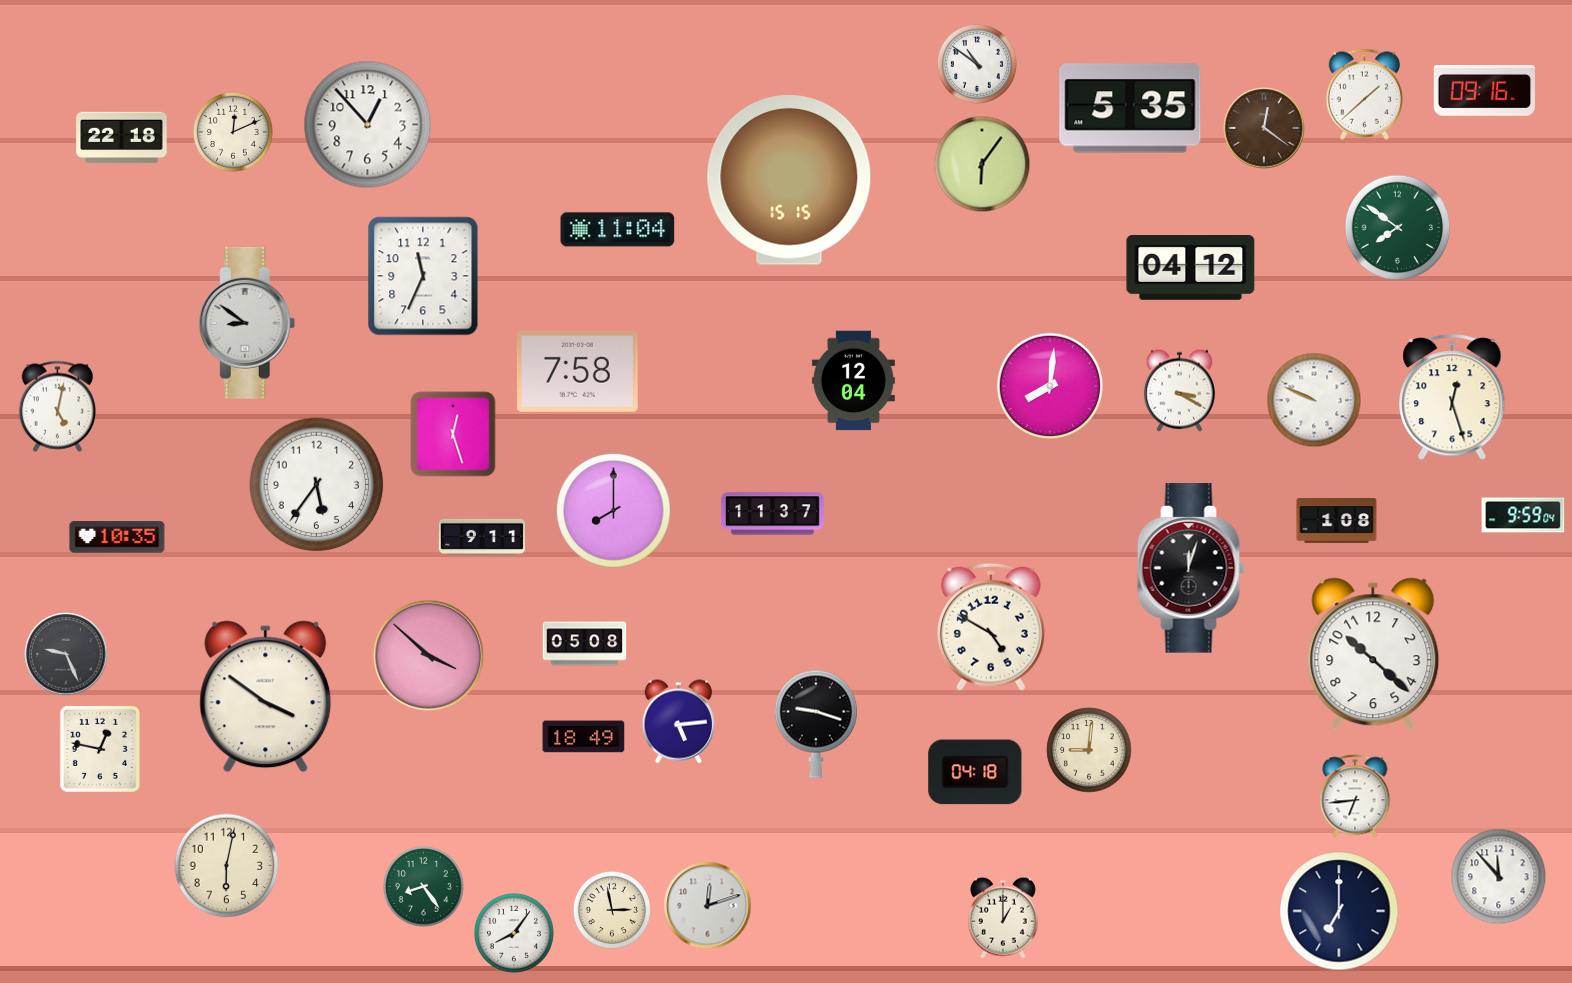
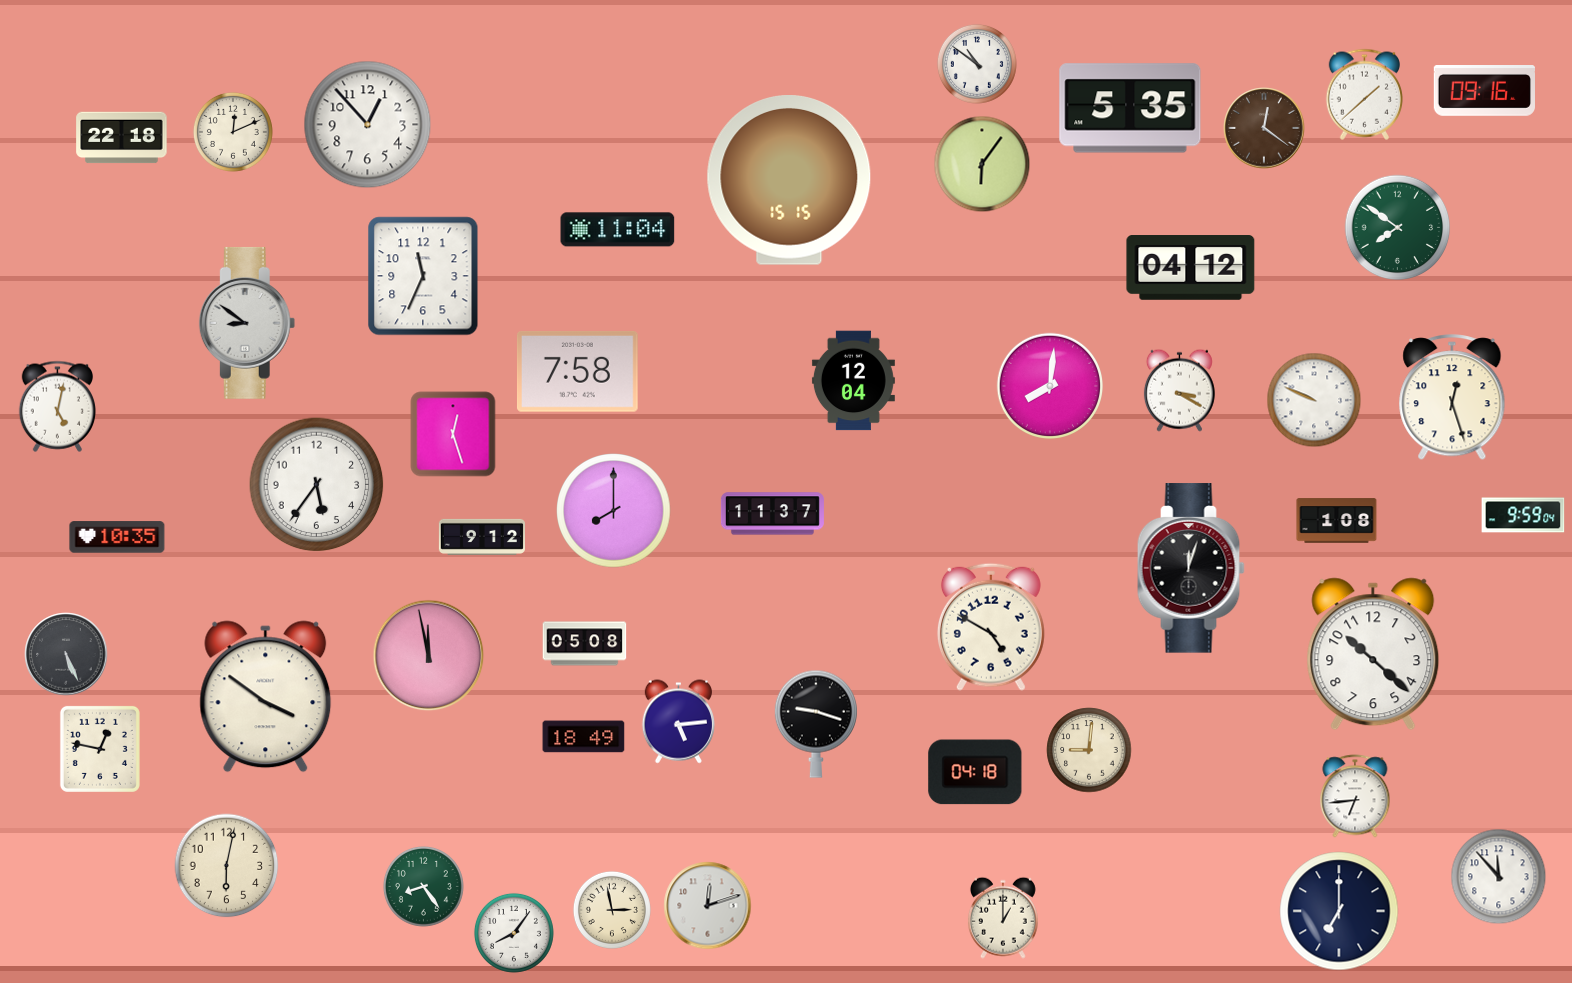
clock at (481, 537): 9:11 -> 9:12
clock at (66, 654): 9:26 -> 5:26
clock at (429, 656): 3:52 -> 11:58
